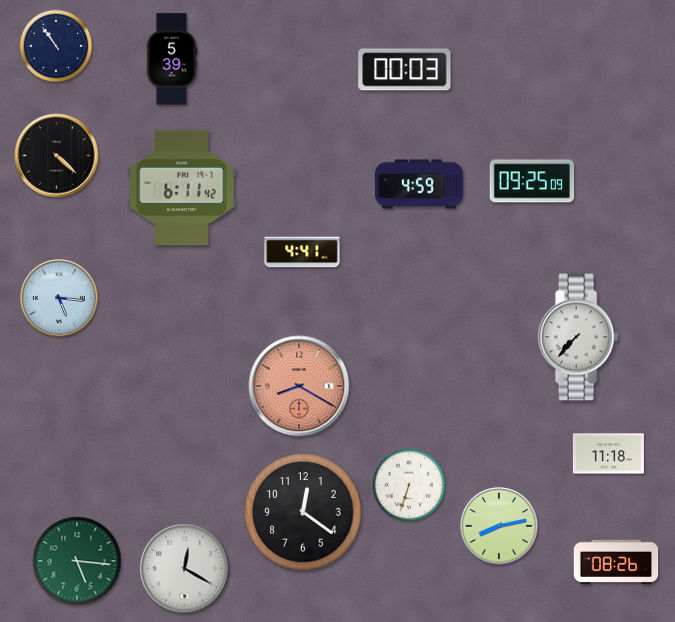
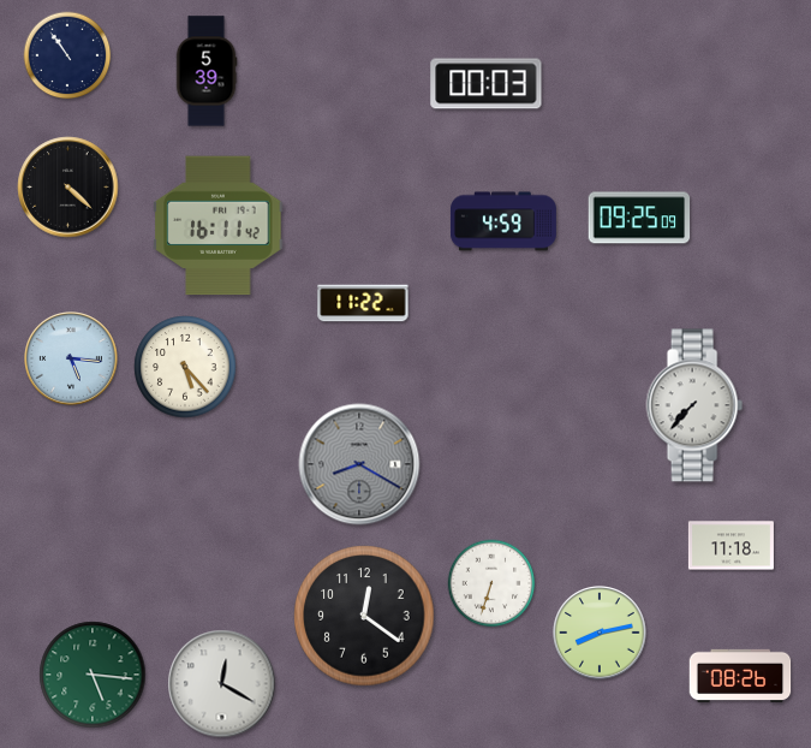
clock at (182, 188): 6:11 -> 16:11
clock at (302, 252): 4:41 -> 11:22
clock at (185, 367): none -> 5:23
clock at (299, 386) dial: salmon -> grey
